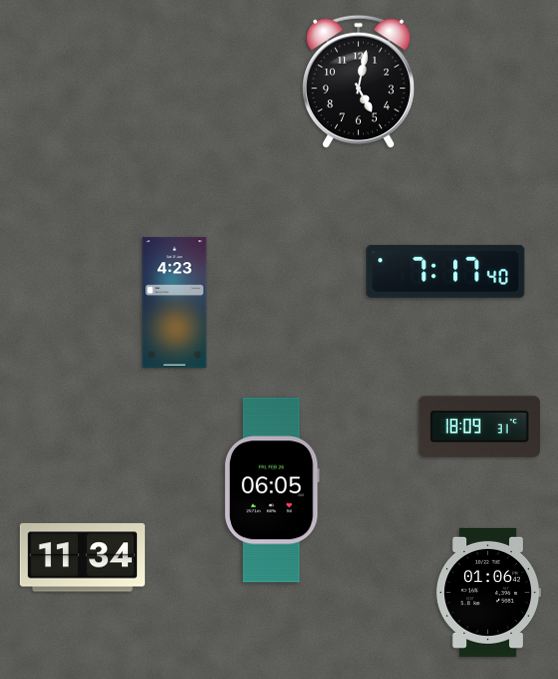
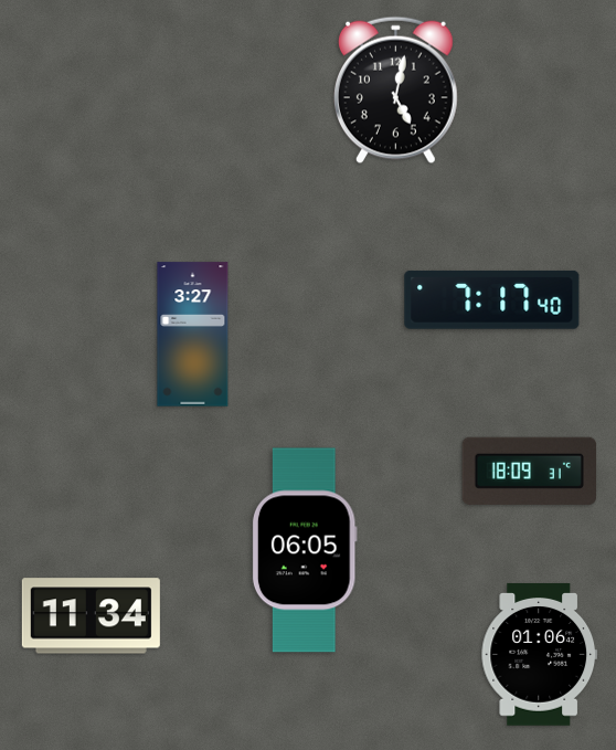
clock at (175, 303): 4:23 -> 3:27
clock at (272, 490) position: (272, 490) -> (305, 550)
